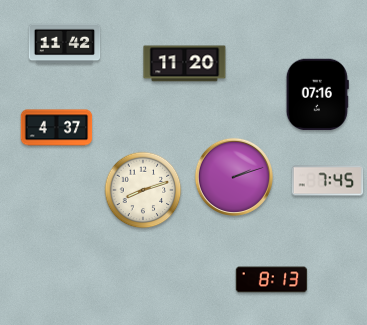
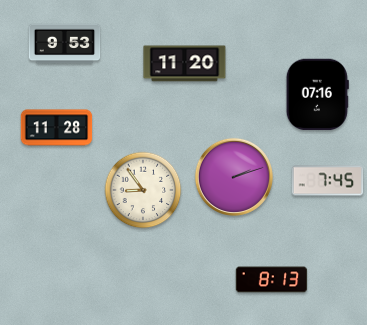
clock at (65, 44): 11:42 -> 9:53
clock at (57, 128): 4:37 -> 11:28
clock at (143, 190): 8:12 -> 8:54
